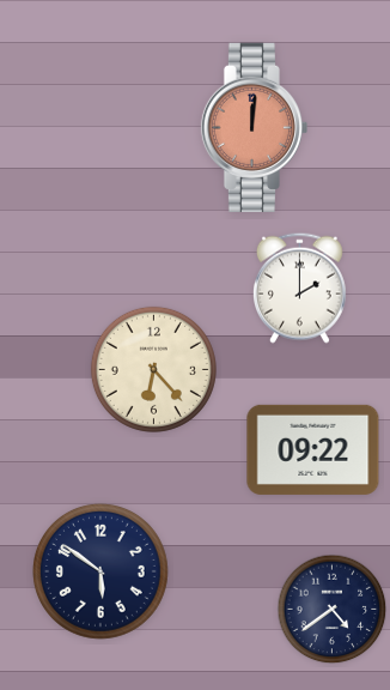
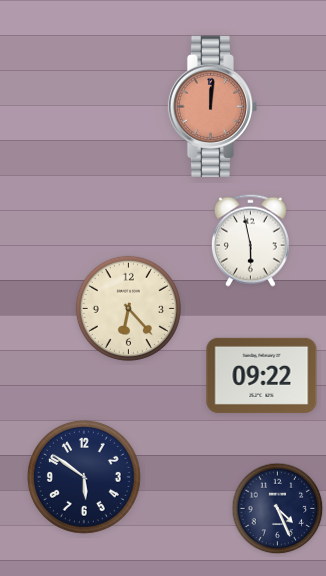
clock at (299, 287): 2:00 -> 5:58
clock at (333, 610): 4:39 -> 4:26
